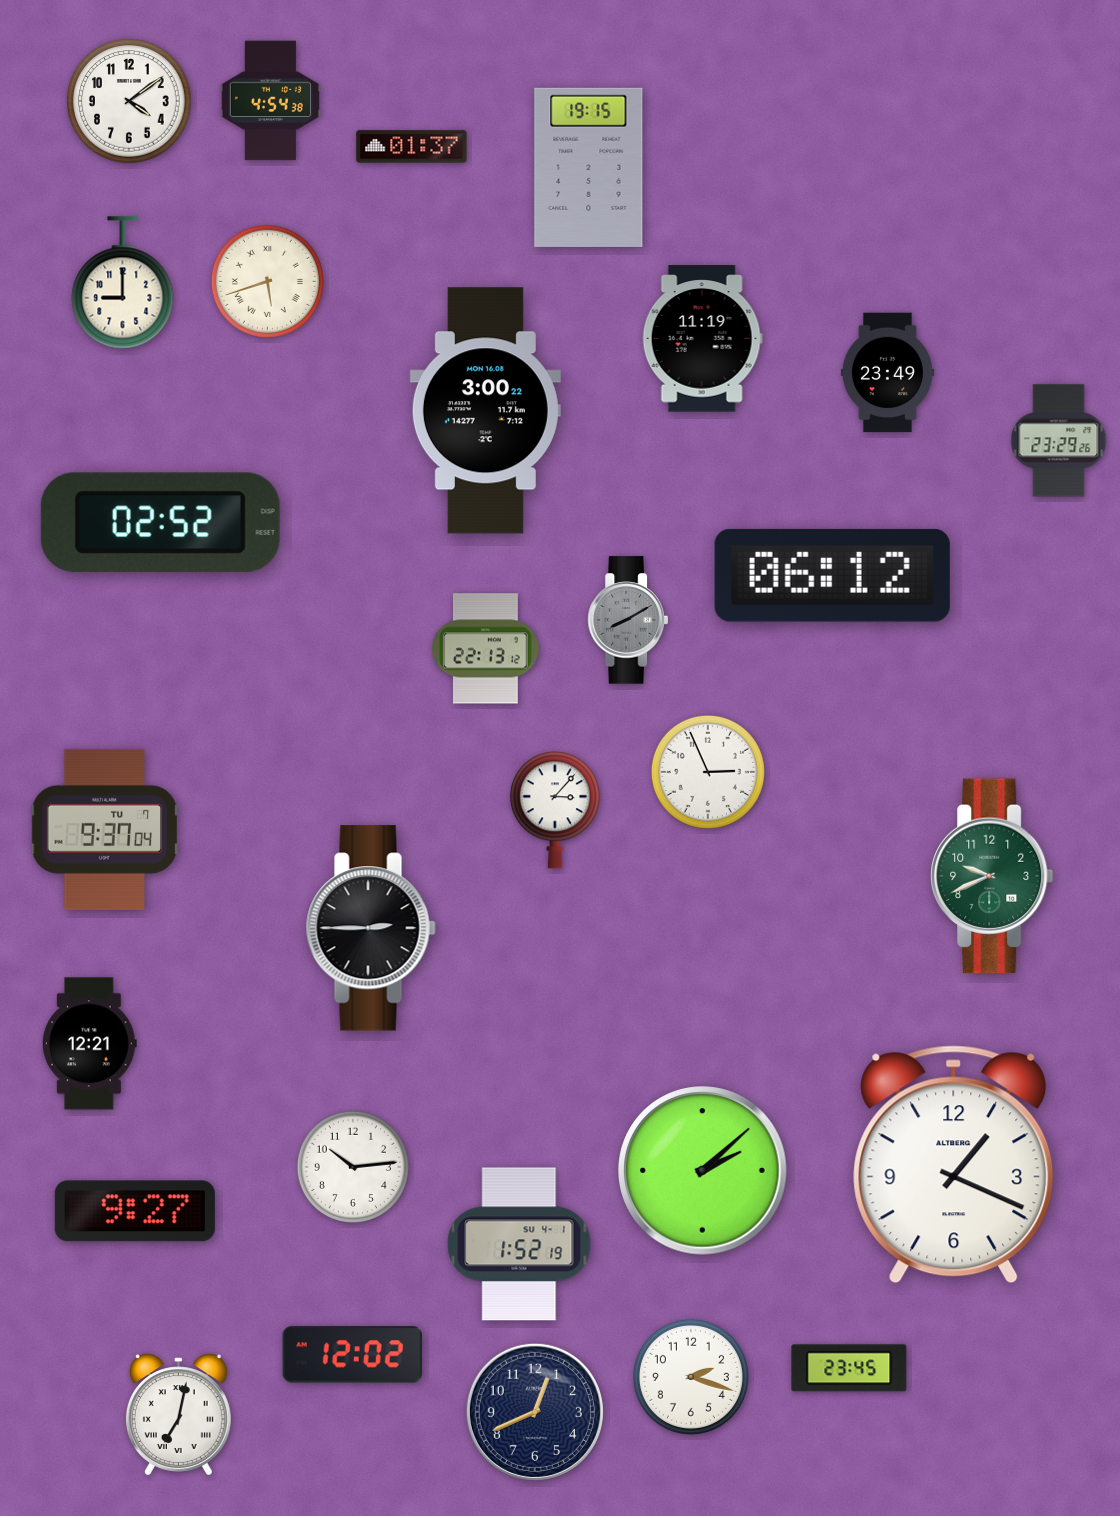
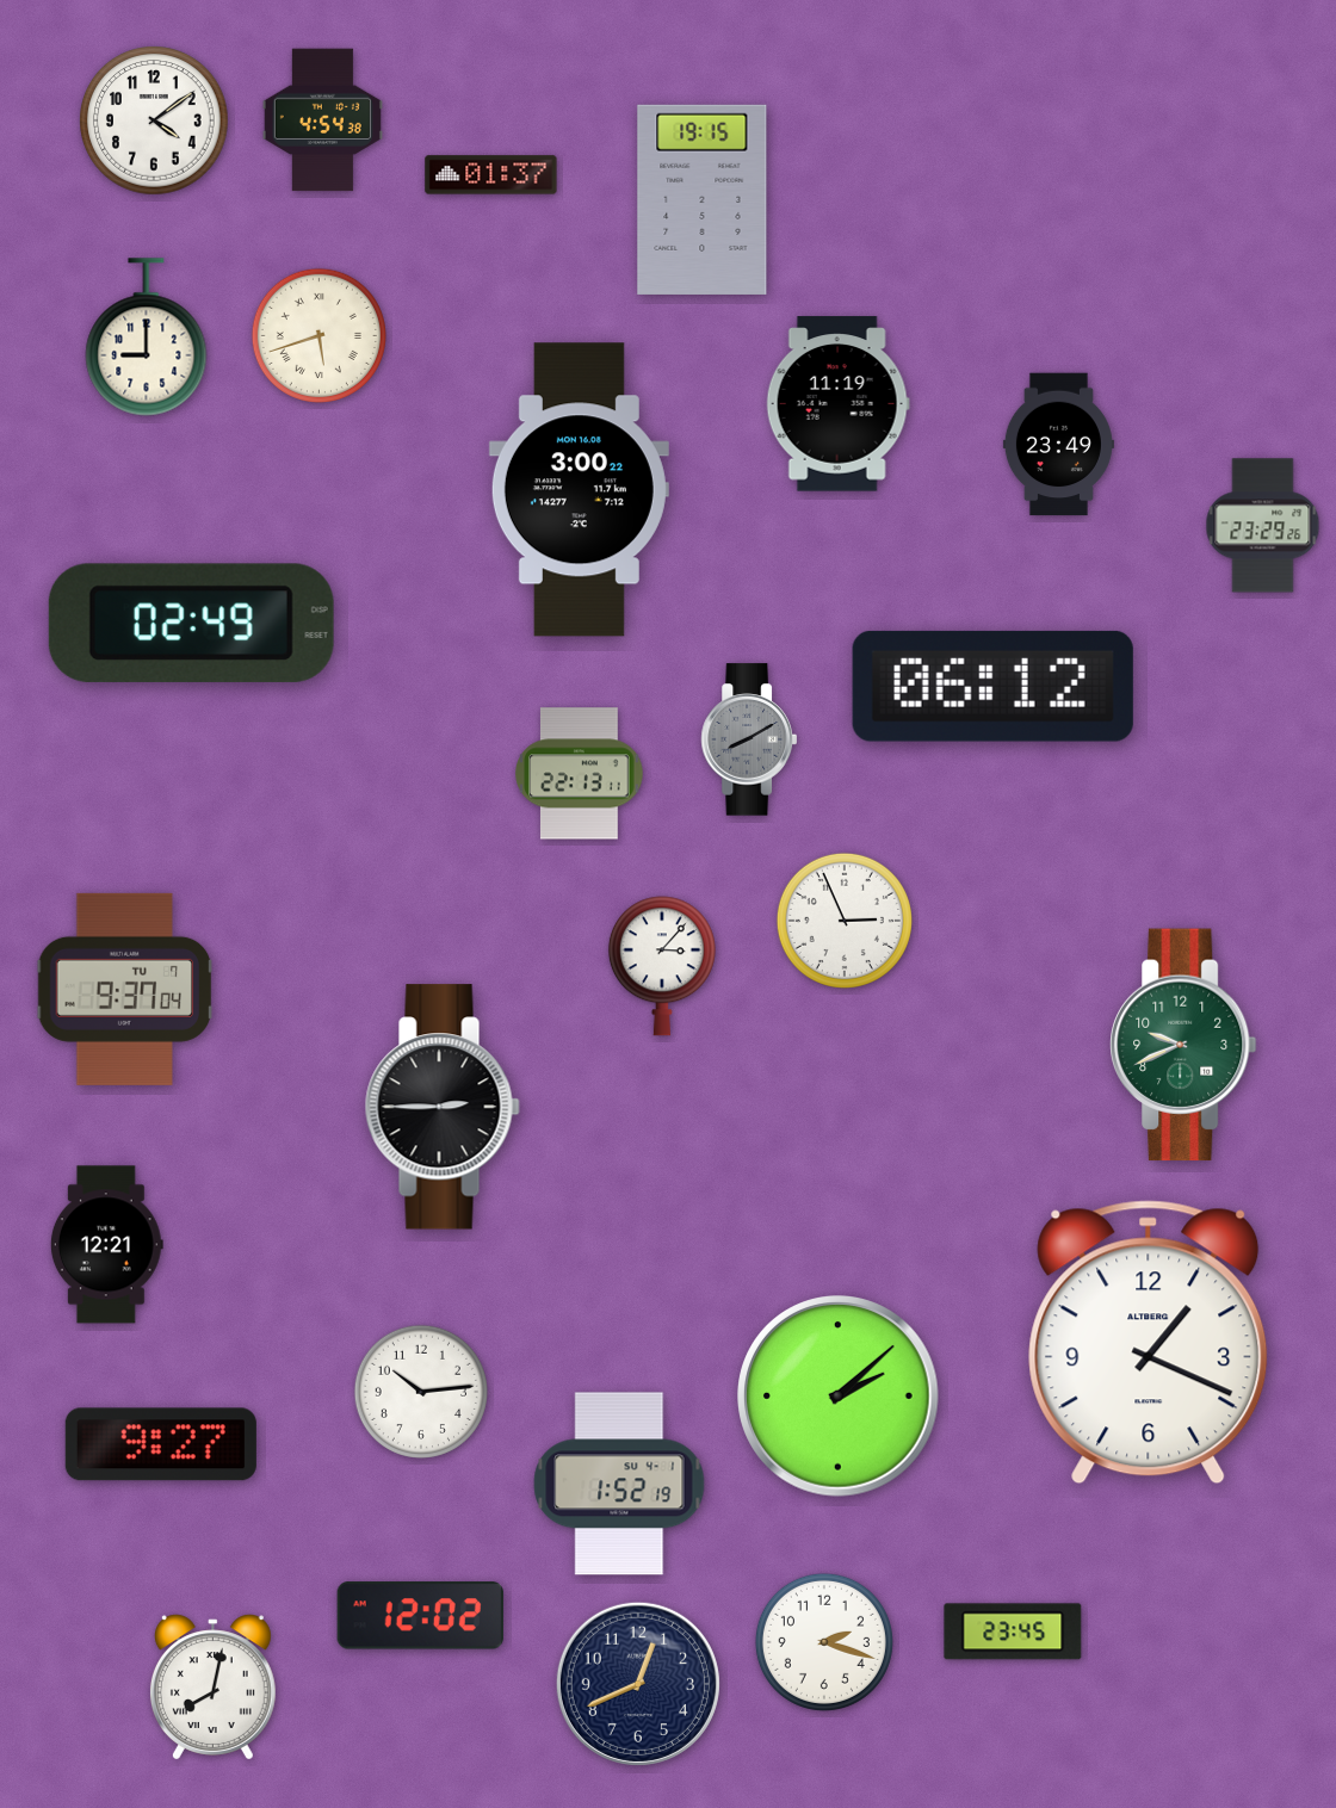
clock at (160, 522): 02:52 -> 02:49
clock at (486, 649): 22:13:12 -> 22:13:11
clock at (954, 1165) position: (954, 1165) -> (1149, 1343)
clock at (178, 1415): 7:02 -> 8:02
